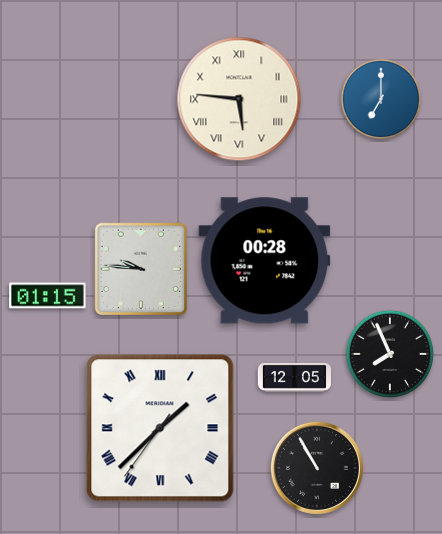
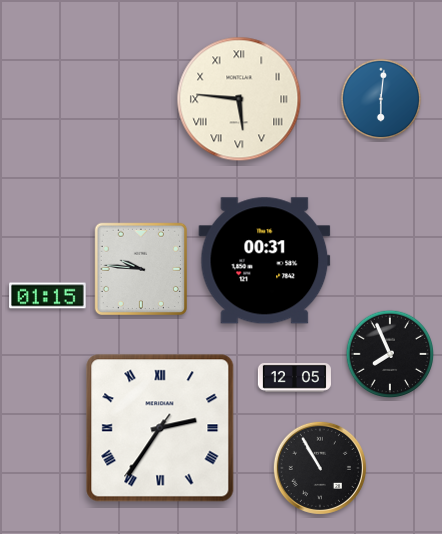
clock at (381, 99): 7:00 -> 6:01
clock at (265, 261): 00:28 -> 00:31
clock at (160, 428): 1:37 -> 2:35
clock at (317, 468) position: (317, 468) -> (320, 468)
